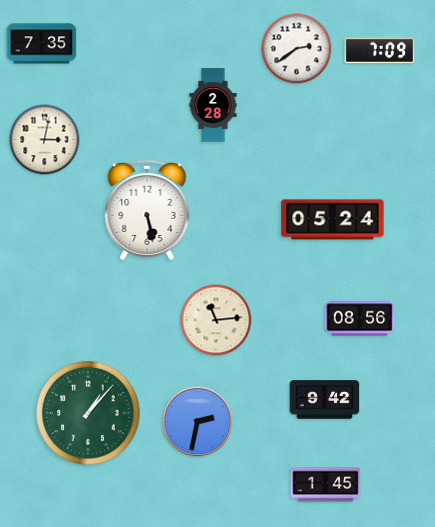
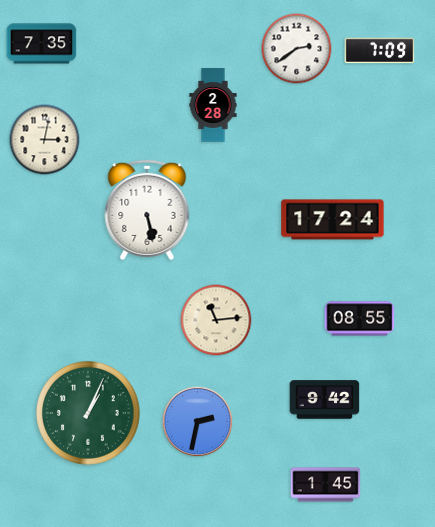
clock at (333, 220): 05:24 -> 17:24
clock at (360, 319): 08:56 -> 08:55
clock at (88, 413): 1:07 -> 1:04
